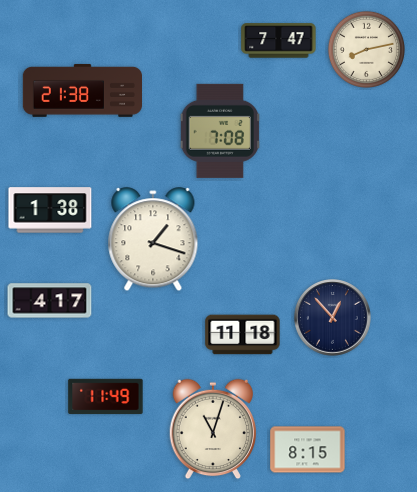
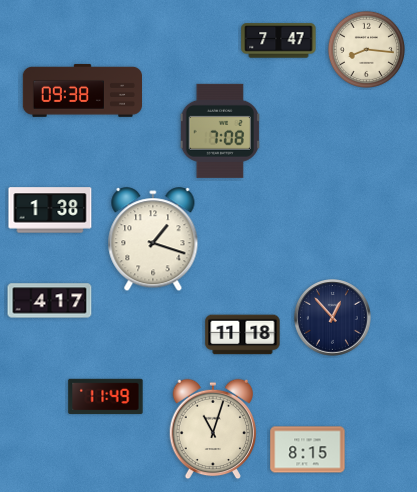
clock at (366, 49): 8:13 -> 8:16
clock at (82, 90): 21:38 -> 09:38
